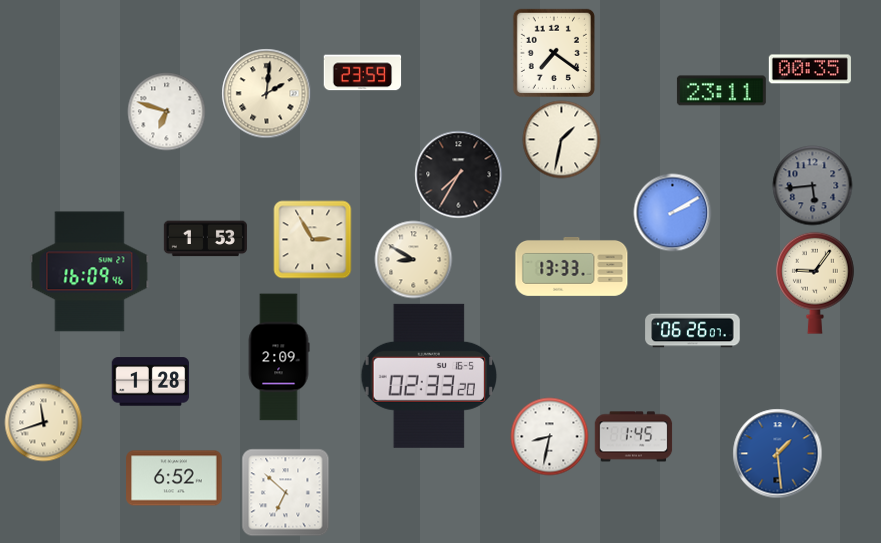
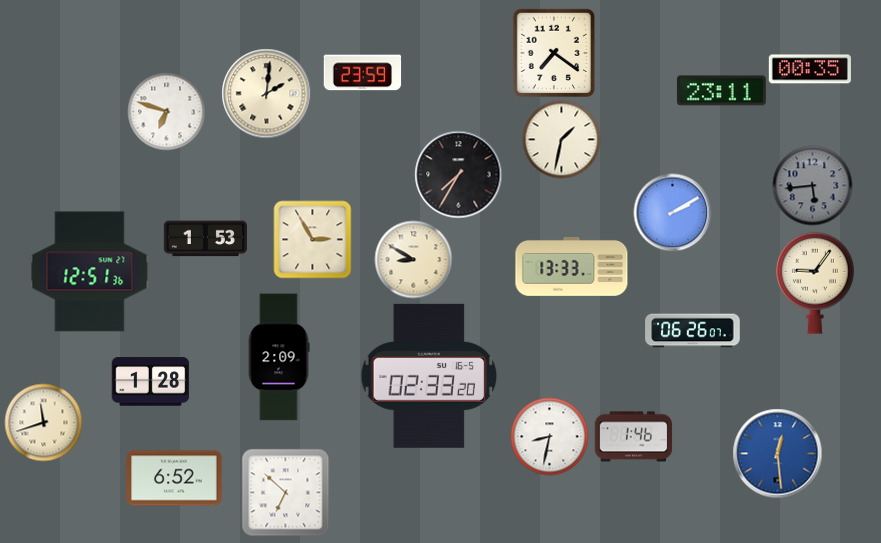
clock at (90, 272): 16:09 -> 12:51
clock at (633, 437): 1:45 -> 1:46
clock at (777, 453): 1:29 -> 12:29
